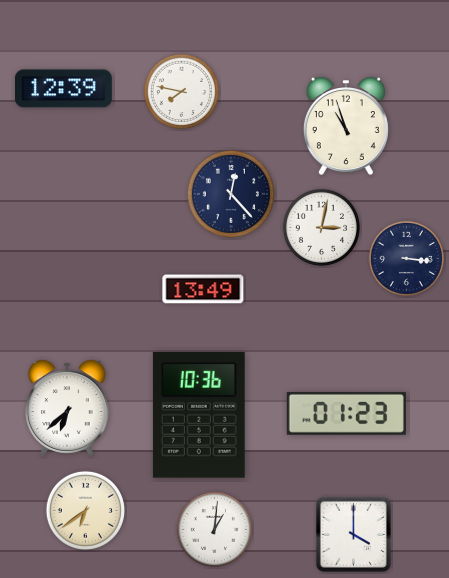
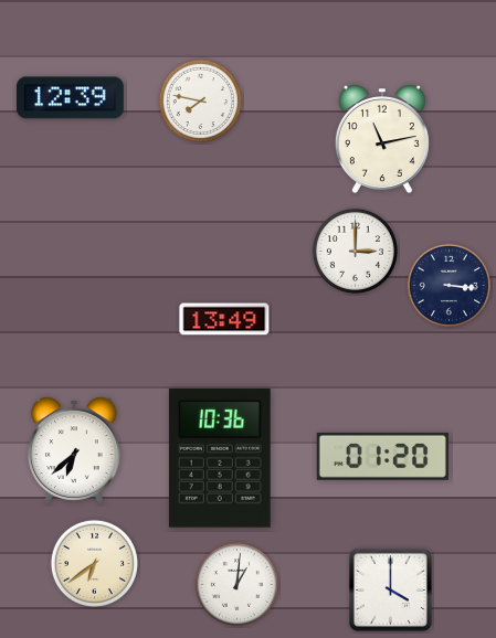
clock at (346, 126): 10:57 -> 11:13
clock at (231, 194): 12:23 -> none
clock at (321, 227): 3:02 -> 3:00
clock at (346, 413): 01:23 -> 01:20
